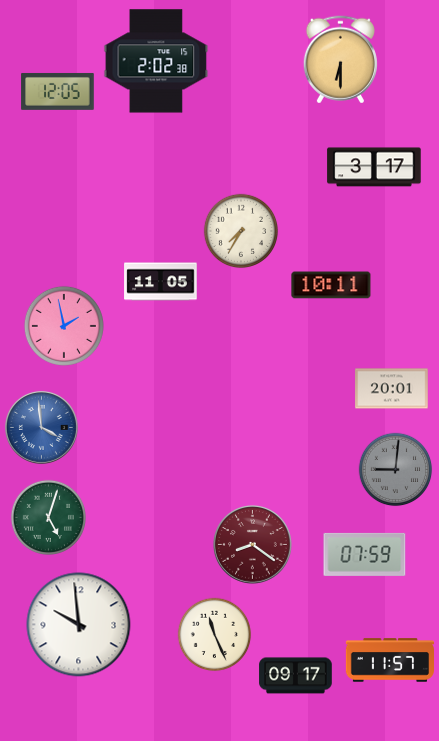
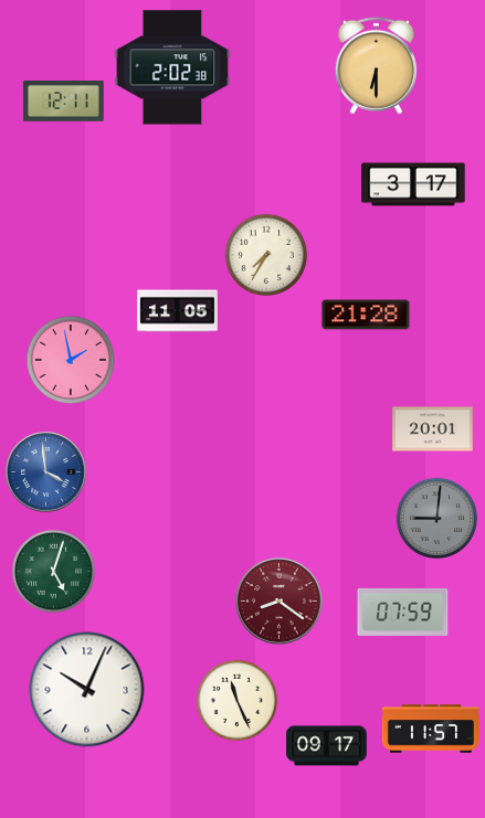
clock at (58, 92): 12:05 -> 12:11
clock at (331, 285): 10:11 -> 21:28
clock at (79, 625): 9:59 -> 10:04
